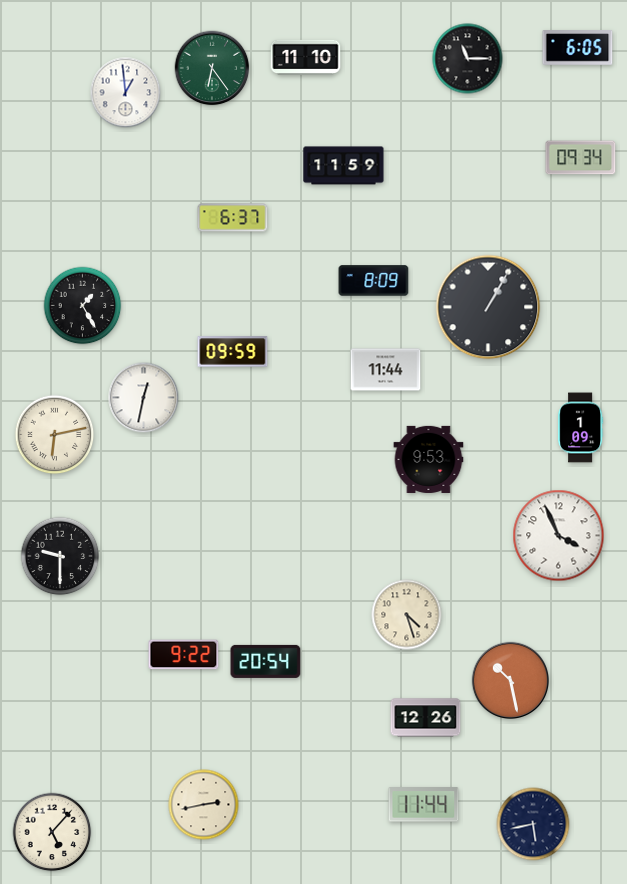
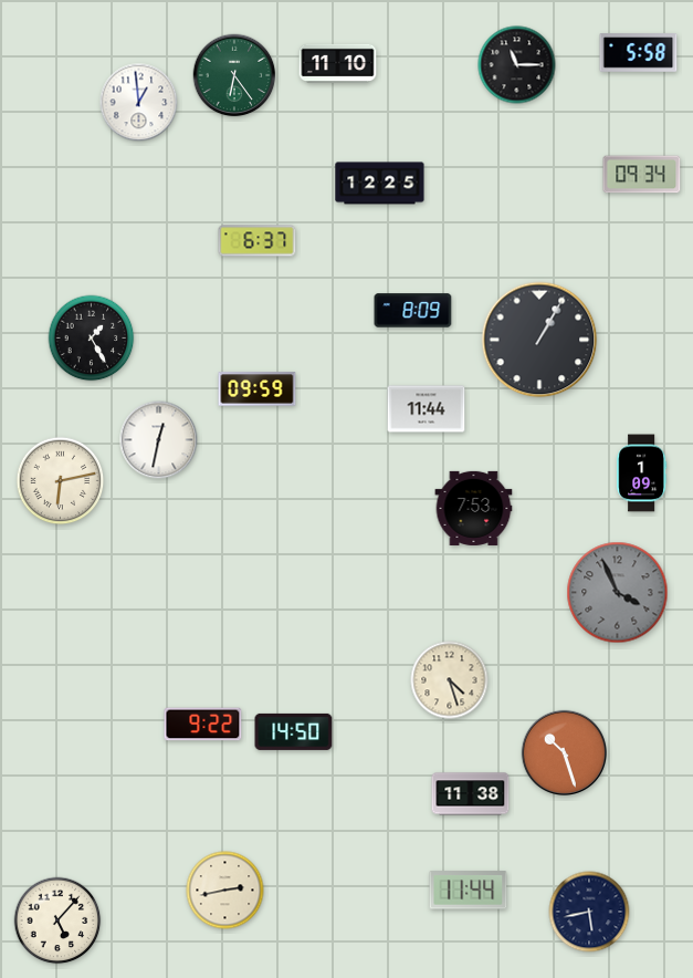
clock at (578, 48): 6:05 -> 5:58
clock at (344, 166): 11:59 -> 12:25
clock at (429, 459): 9:53 -> 7:53
clock at (559, 536) dial: white -> grey
clock at (60, 556): 9:30 -> none
clock at (266, 661): 20:54 -> 14:50
clock at (510, 680): 10:28 -> 10:27
clock at (426, 718): 12:26 -> 11:38
